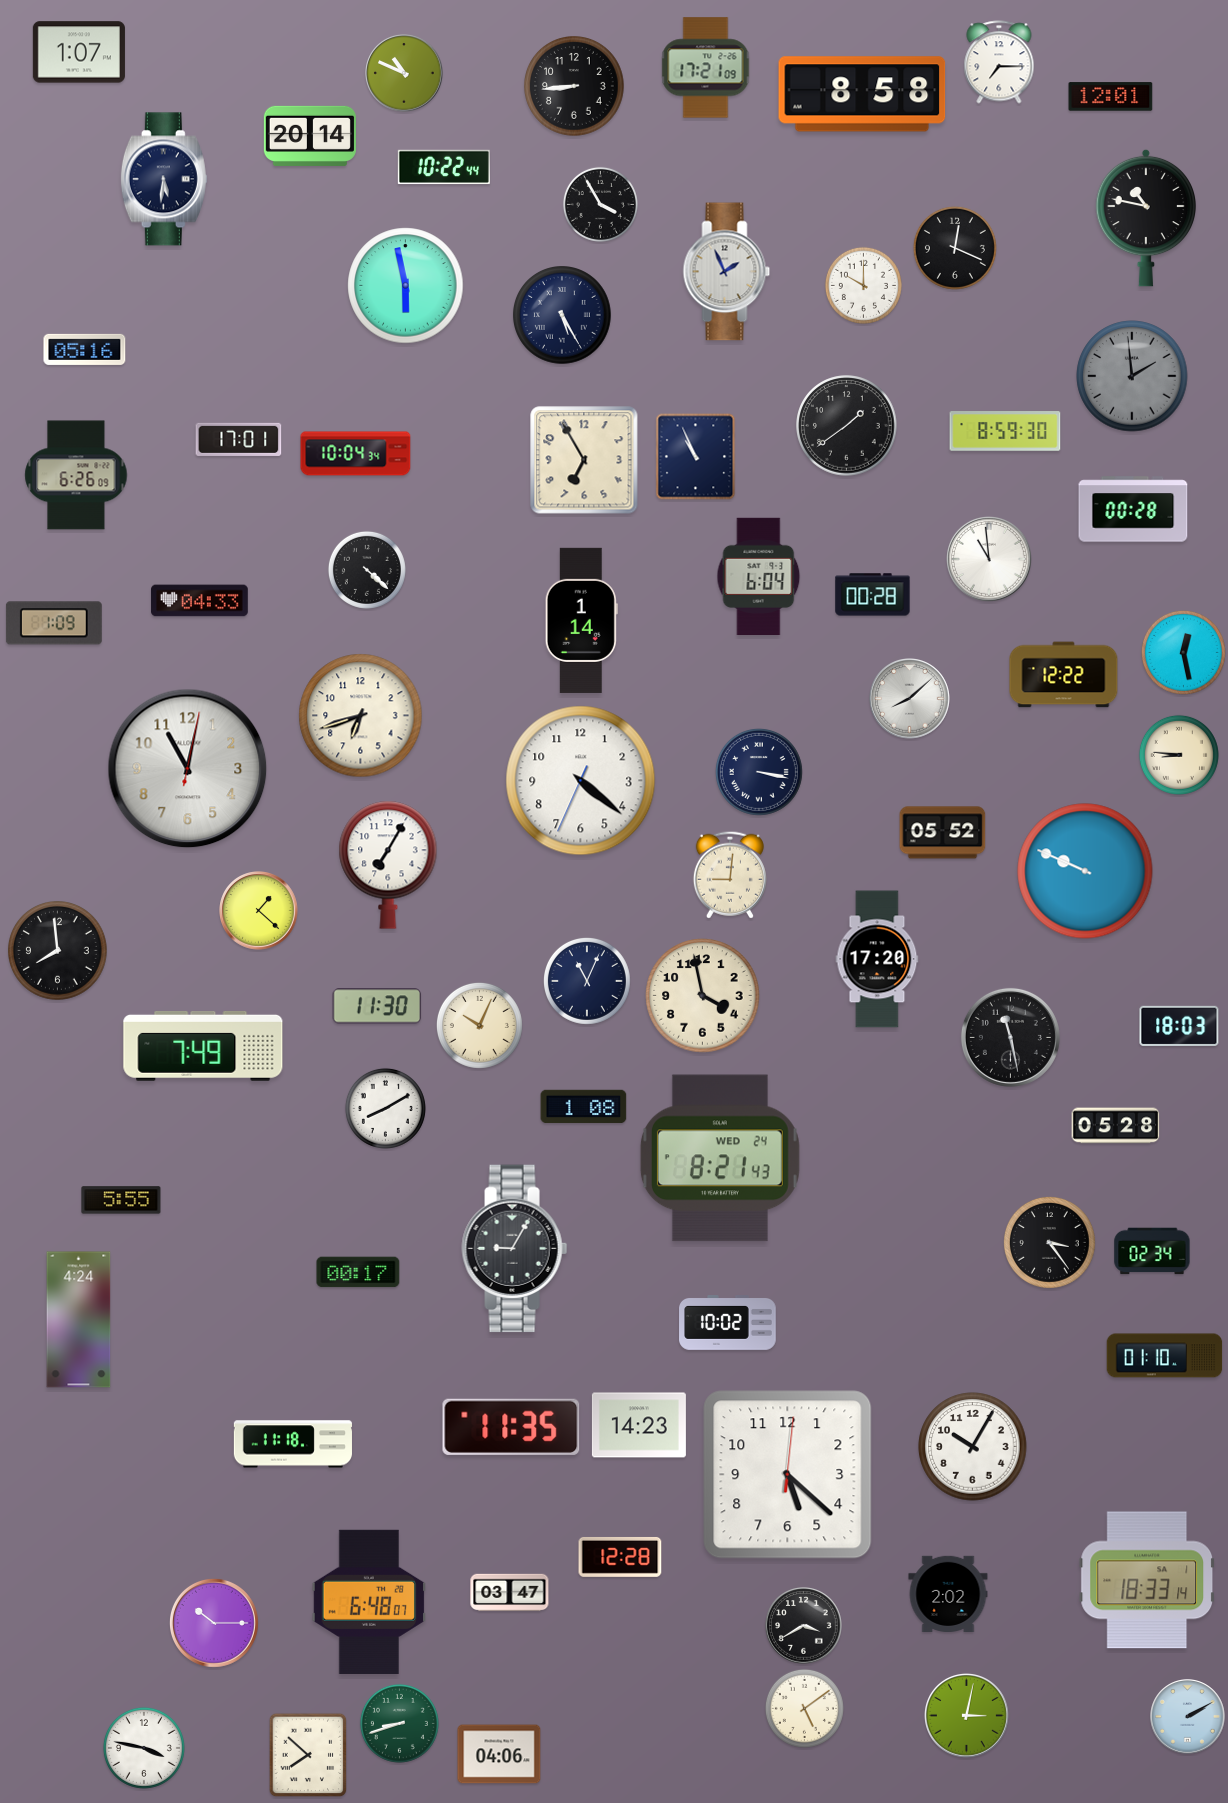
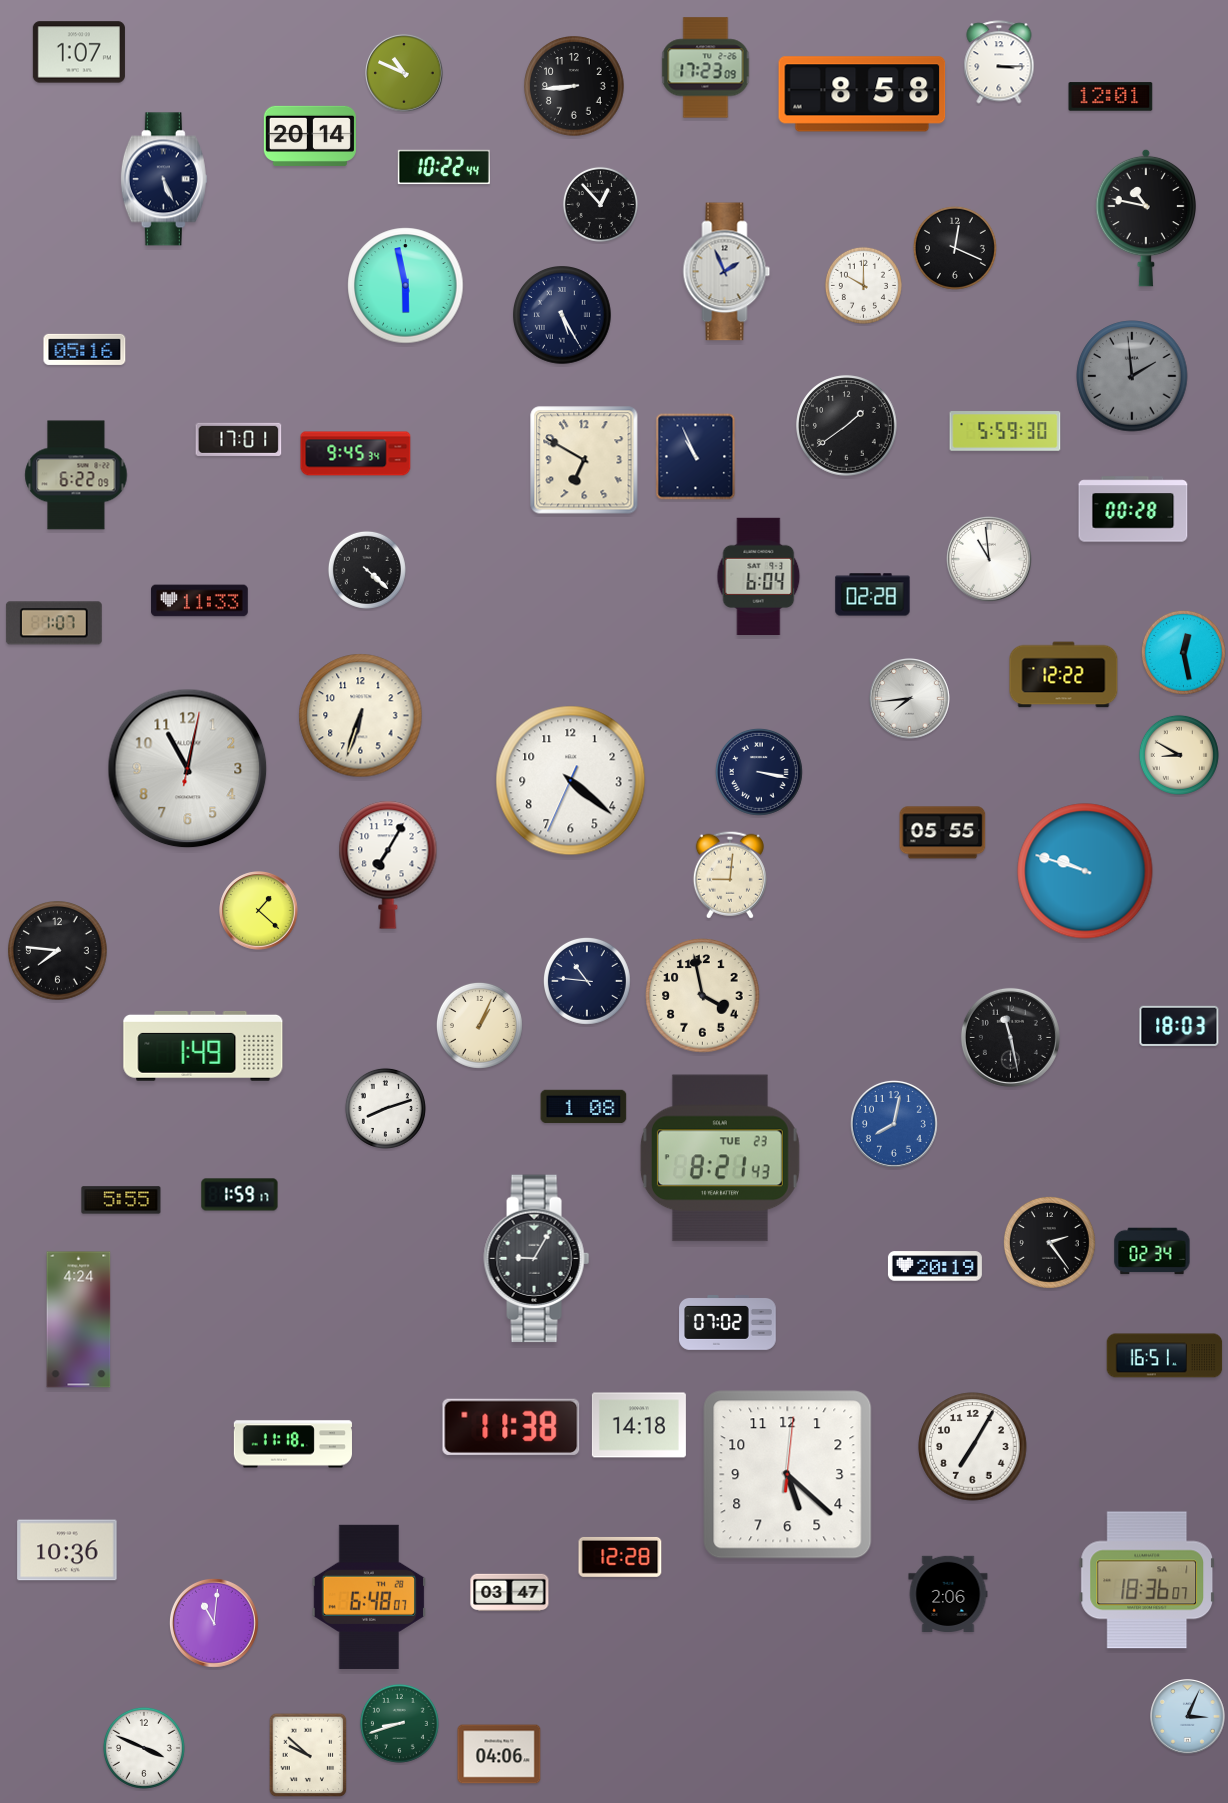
clock at (999, 62): 7:15 -> 3:15
clock at (706, 68): 17:21 -> 17:23
clock at (164, 179): 5:31 -> 5:26
clock at (600, 204): 3:55 -> 12:53
clock at (1005, 431): 8:59 -> 5:59
clock at (356, 454): 10:04 -> 9:45
clock at (584, 460): 6:55 -> 6:50
clock at (76, 475): 6:26 -> 6:22
clock at (873, 595): 00:28 -> 02:28
clock at (200, 601): 04:33 -> 11:33
clock at (581, 620): 1:14 -> none
clock at (54, 623): 1:09 -> 1:07
clock at (910, 699): 8:08 -> 7:44
clock at (361, 716): 6:42 -> 6:33
clock at (1179, 755): 8:46 -> 8:50
clock at (581, 781) position: (581, 781) -> (571, 781)
clock at (943, 833): 05:52 -> 05:55
clock at (1085, 871): 9:49 -> 9:48
clock at (58, 951): 7:59 -> 7:46
clock at (877, 959): 17:20 -> none
clock at (587, 981): 11:04 -> 10:46
clock at (377, 1006): 11:30 -> none
clock at (479, 1025): 10:04 -> 1:04
clock at (203, 1046): 7:49 -> 1:49
clock at (385, 1108): 8:10 -> 8:12
clock at (894, 1124): none -> 8:02
clock at (1116, 1126): 05:28 -> none
clock at (720, 1158) date: WED 24 -> TUE 23
clock at (240, 1195): none -> 1:59
clock at (1049, 1242): 3:24 -> 2:24
clock at (515, 1249) position: (515, 1249) -> (537, 1259)
clock at (935, 1266): none -> 20:19
clock at (358, 1272): 00:17 -> none
clock at (728, 1323): 10:02 -> 07:02
clock at (1165, 1356): 01:10 -> 16:51
clock at (639, 1425): 14:23 -> 14:18
clock at (511, 1427): 11:35 -> 11:38
clock at (973, 1447): 10:05 -> 7:05
clock at (67, 1550): none -> 10:36
clock at (1147, 1580): 18:33 -> 18:36
clock at (948, 1593): 2:02 -> 2:06
clock at (368, 1602) position: (368, 1602) -> (368, 1597)
clock at (214, 1623): 10:15 -> 11:01
clock at (804, 1626): 3:40 -> none
clock at (804, 1708): 5:09 -> none
clock at (967, 1716): 3:02 -> none
clock at (1188, 1717): 2:10 -> 3:04
clock at (144, 1748): 3:47 -> 3:49
clock at (308, 1755): 7:52 -> 9:52
